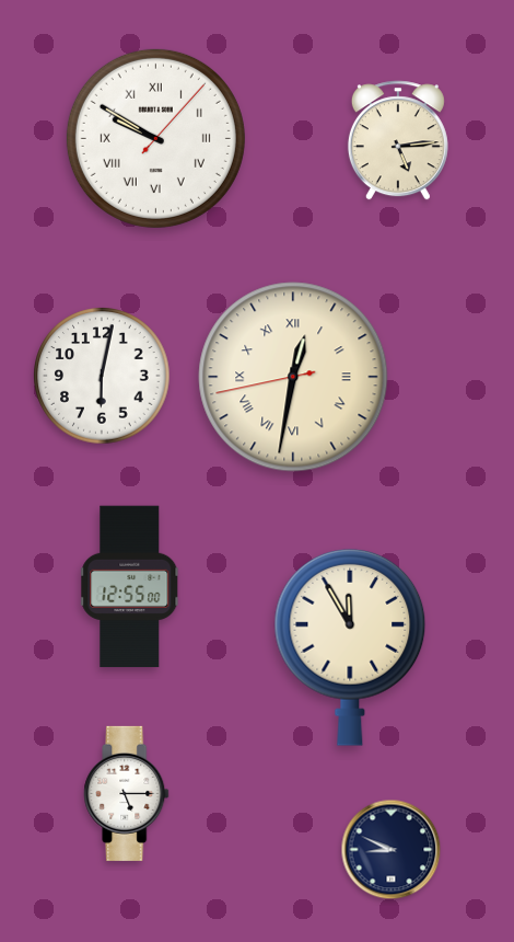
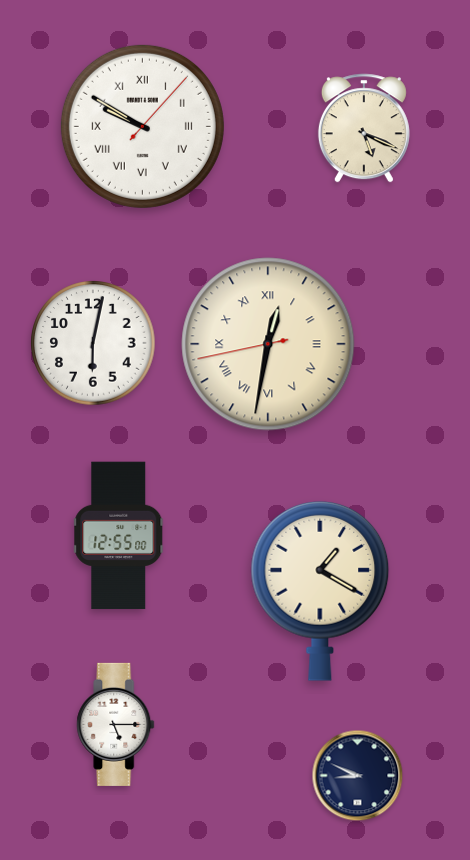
clock at (398, 140): 5:14 -> 5:19
clock at (350, 647): 11:55 -> 1:20
